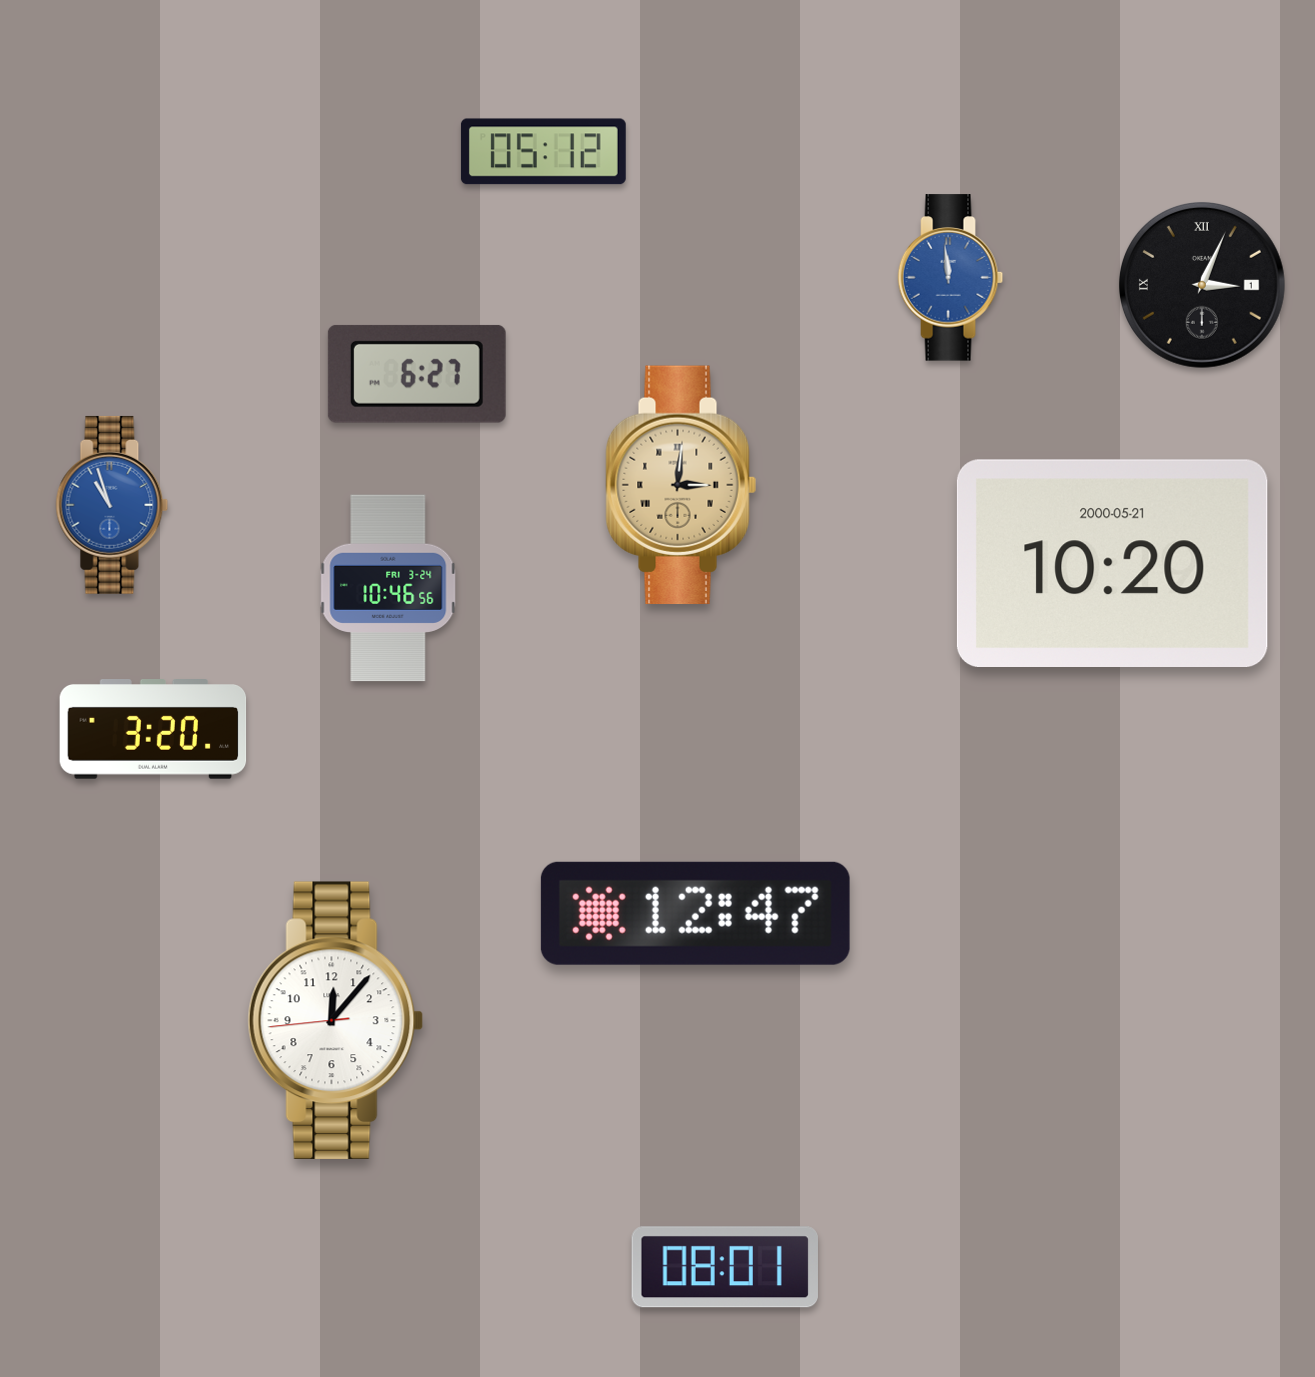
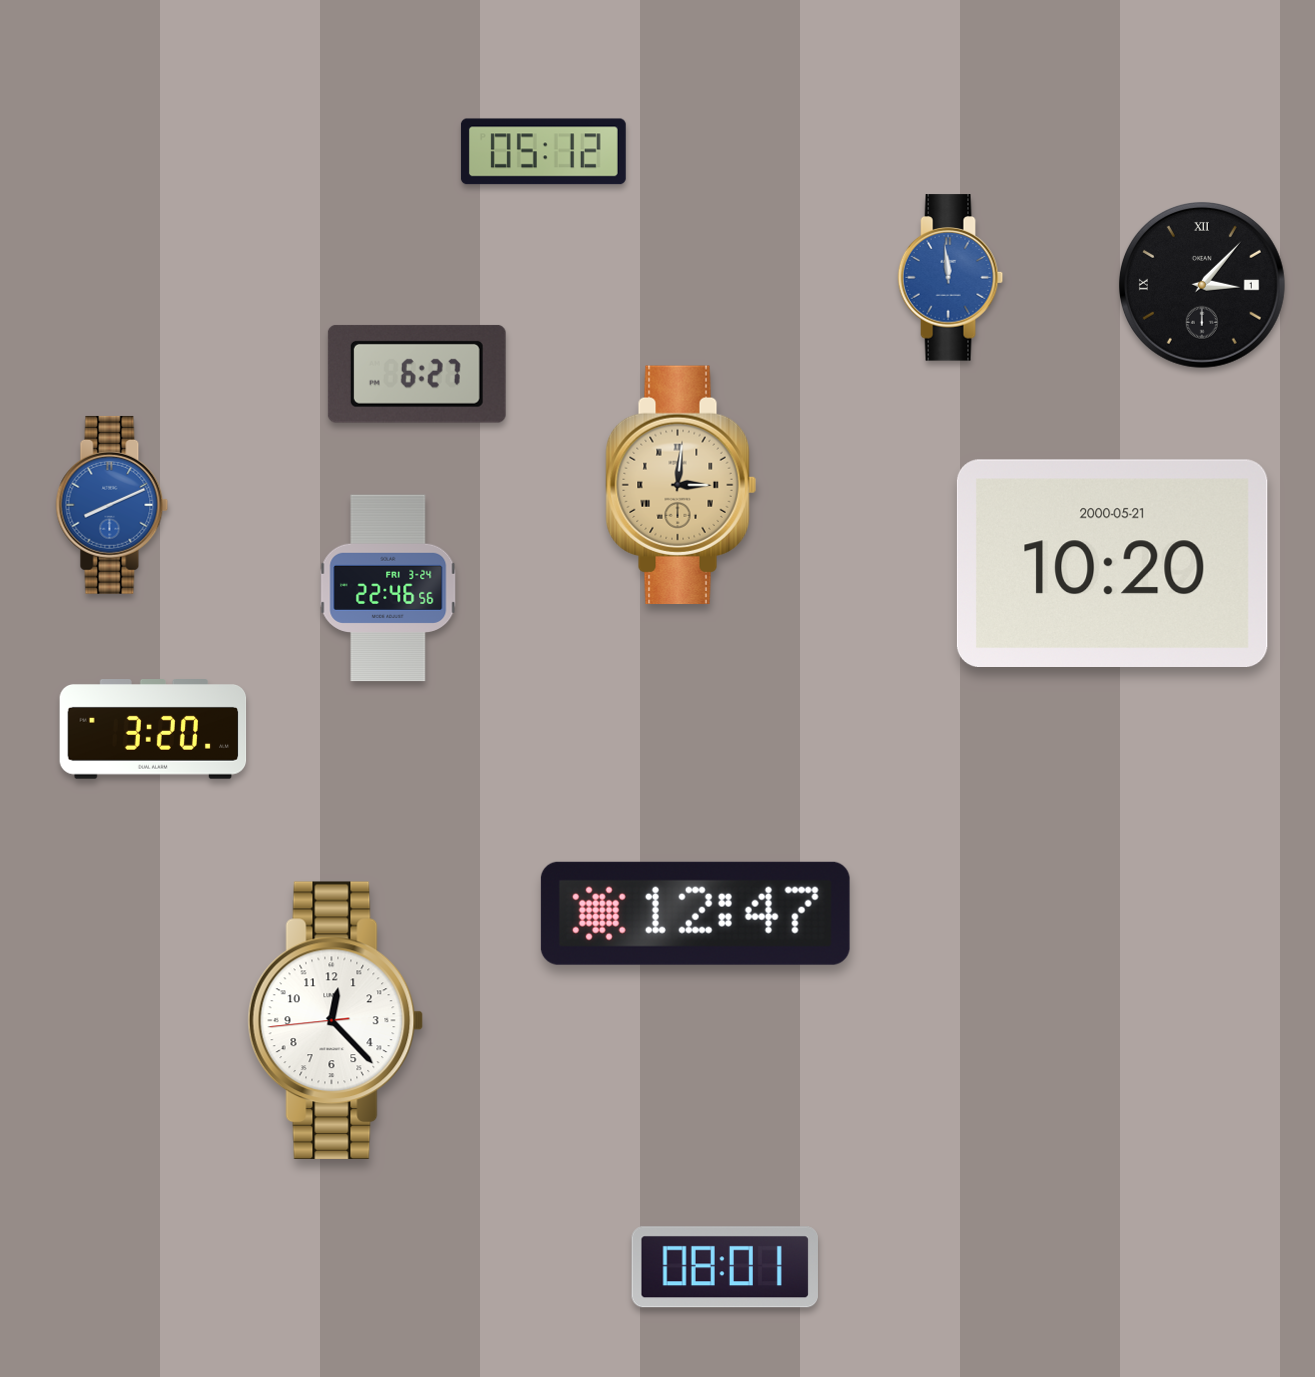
clock at (1202, 285): 3:04 -> 3:07
clock at (112, 505): 10:57 -> 8:11
clock at (388, 588): 10:46 -> 22:46
clock at (336, 1020): 12:06 -> 12:22
